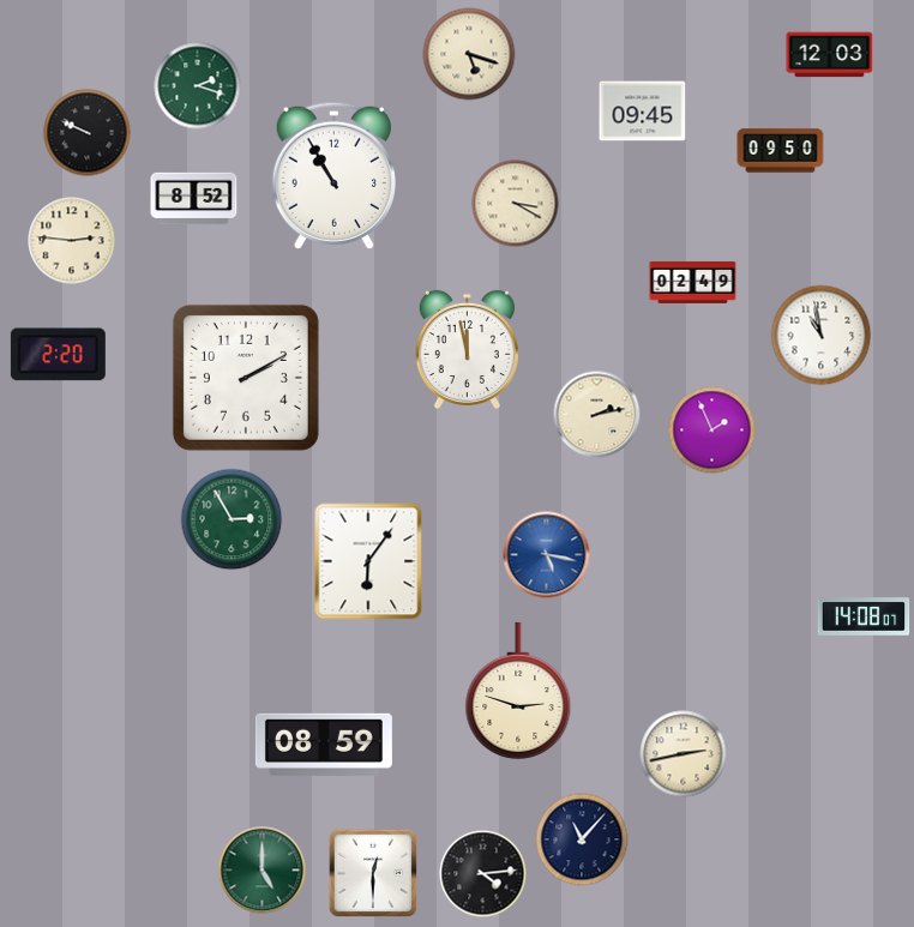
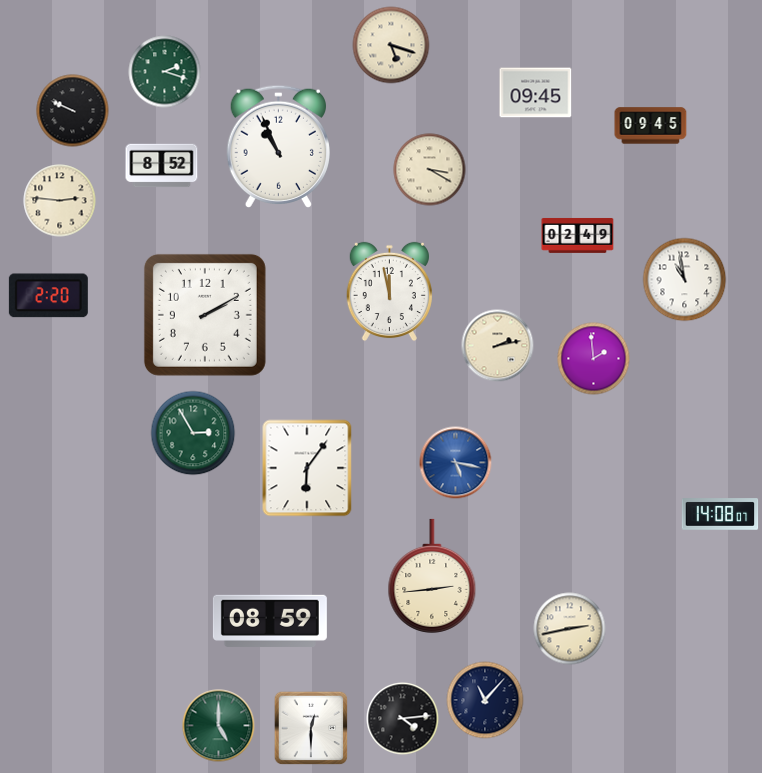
clock at (830, 55): 12:03 -> none
clock at (781, 151): 09:50 -> 09:45
clock at (333, 175): 10:55 -> 10:56
clock at (712, 431): 1:56 -> 1:59
clock at (518, 691): 2:48 -> 2:44
clock at (483, 874) position: (483, 874) -> (403, 719)
